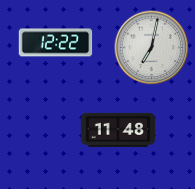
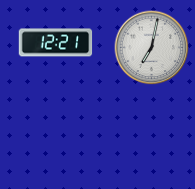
clock at (56, 43): 12:22 -> 12:21
clock at (118, 130): 11:48 -> none
